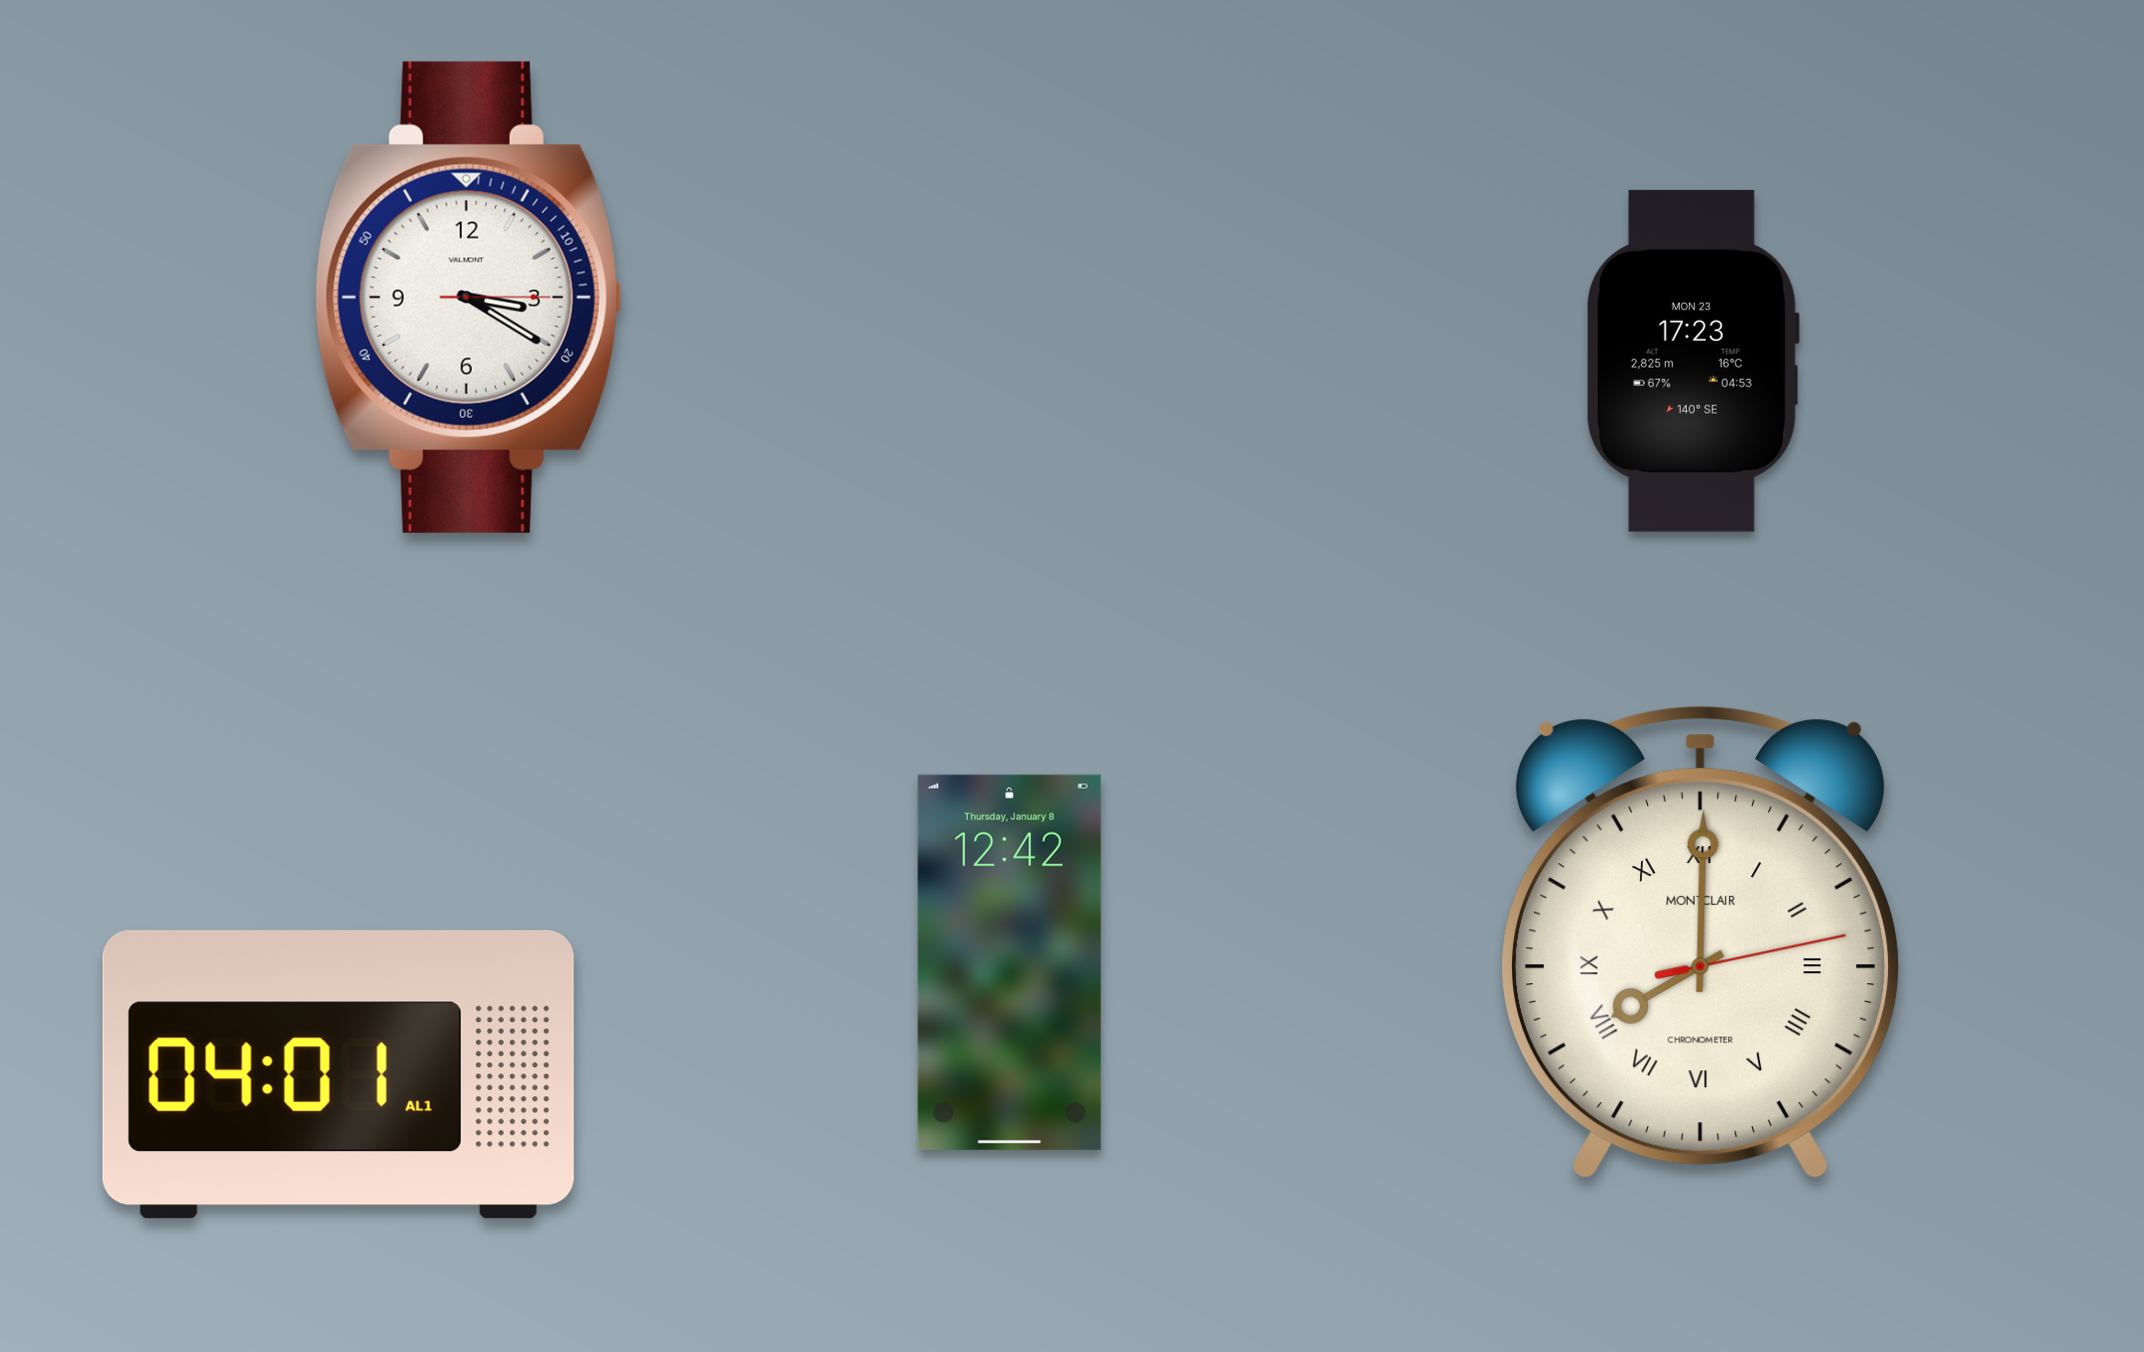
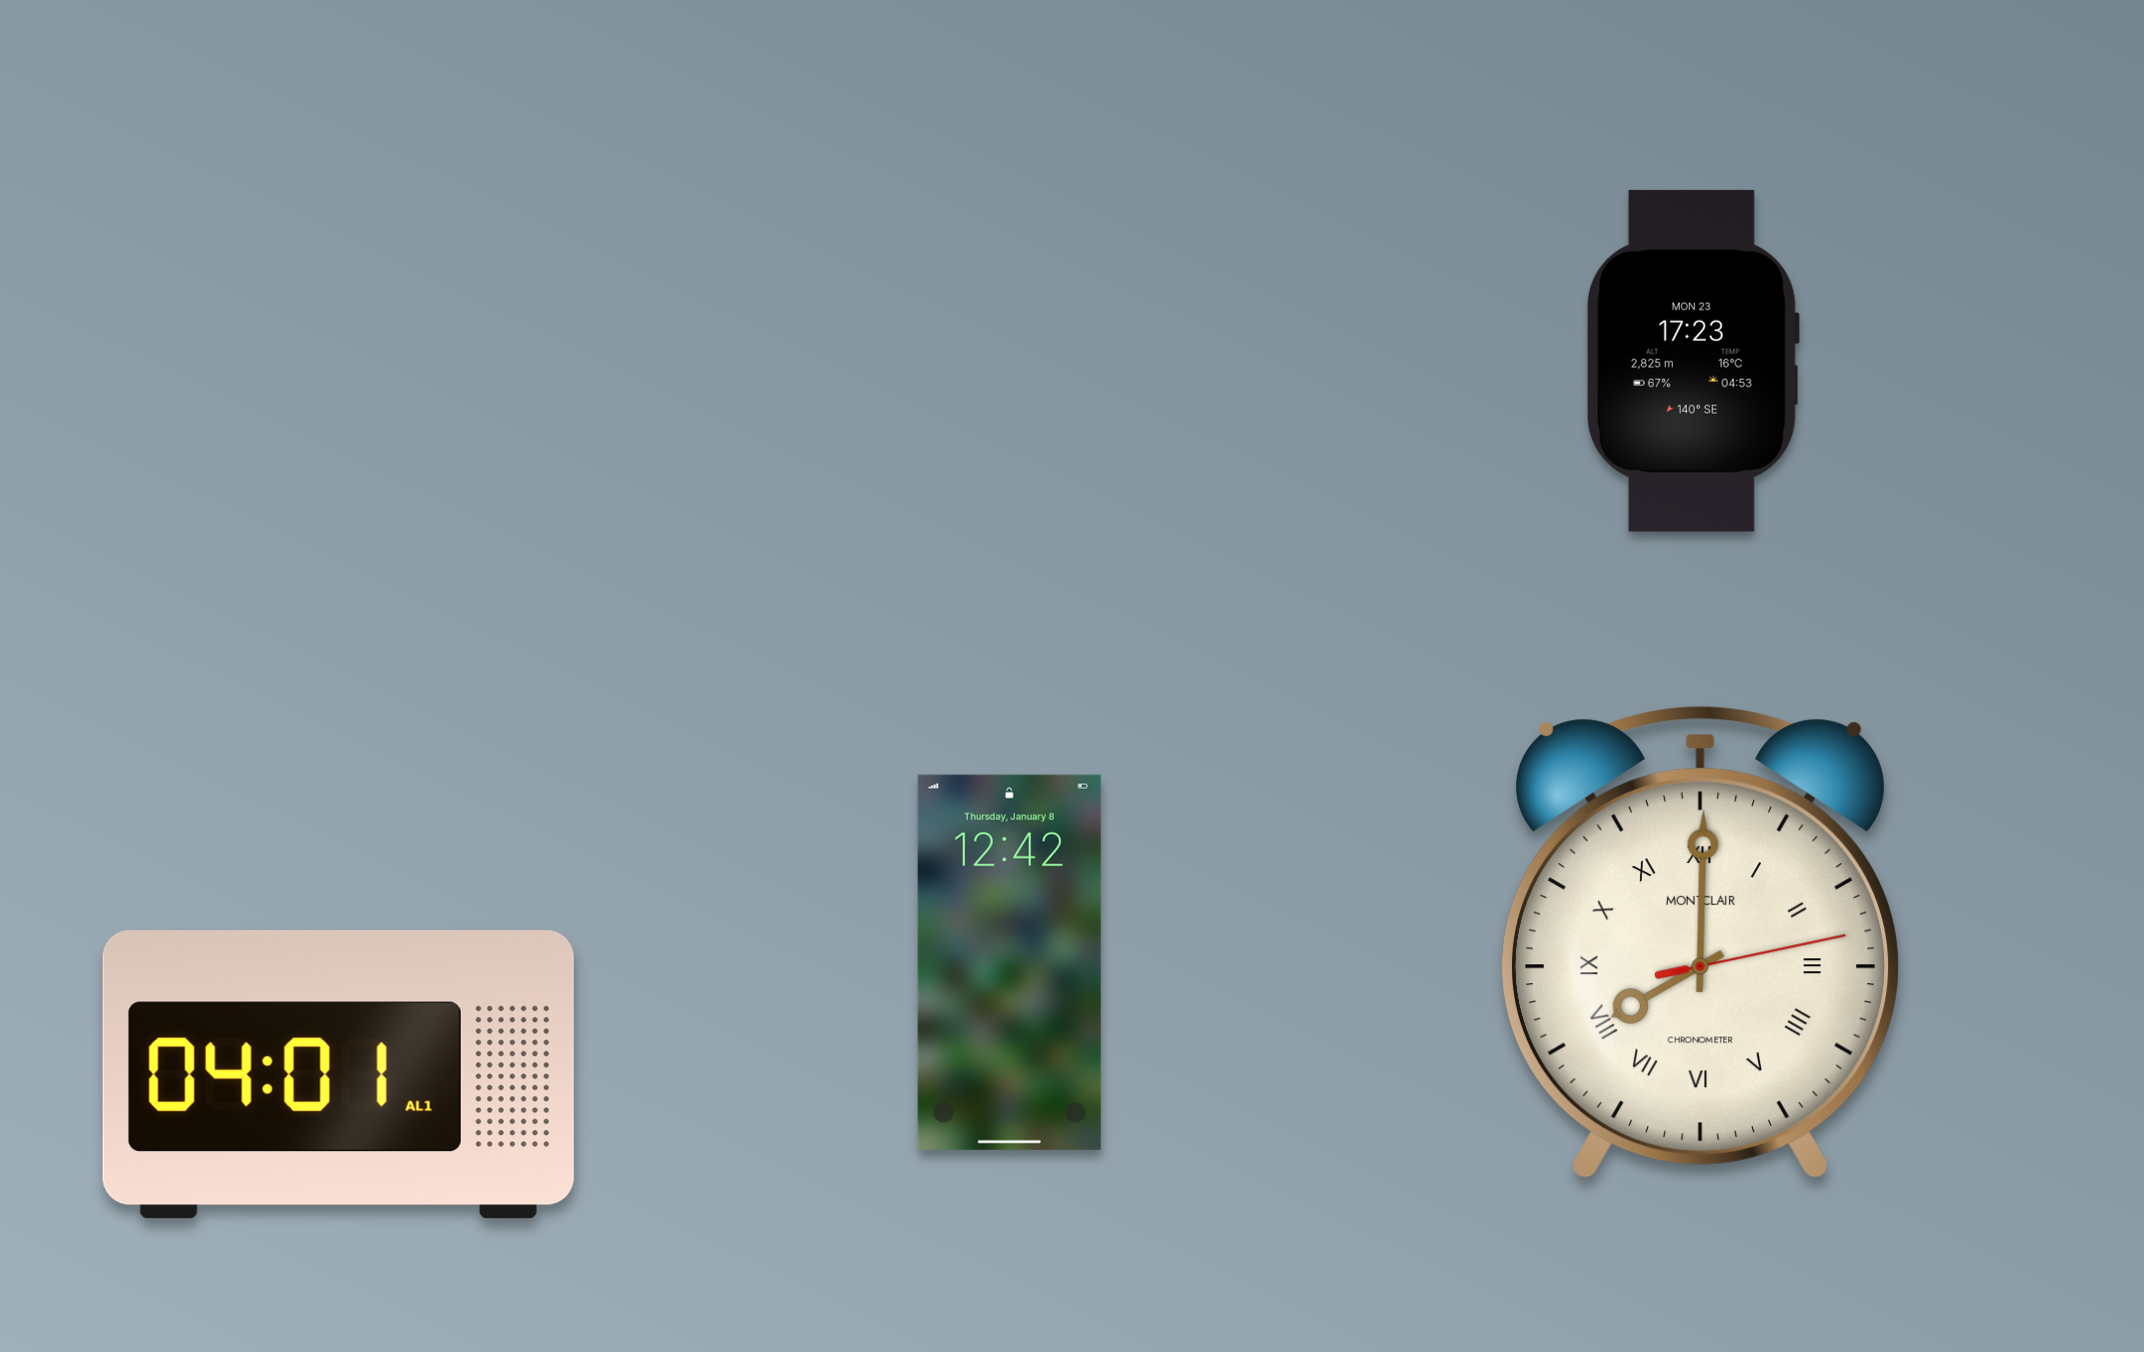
clock at (468, 297): 3:20 -> none
